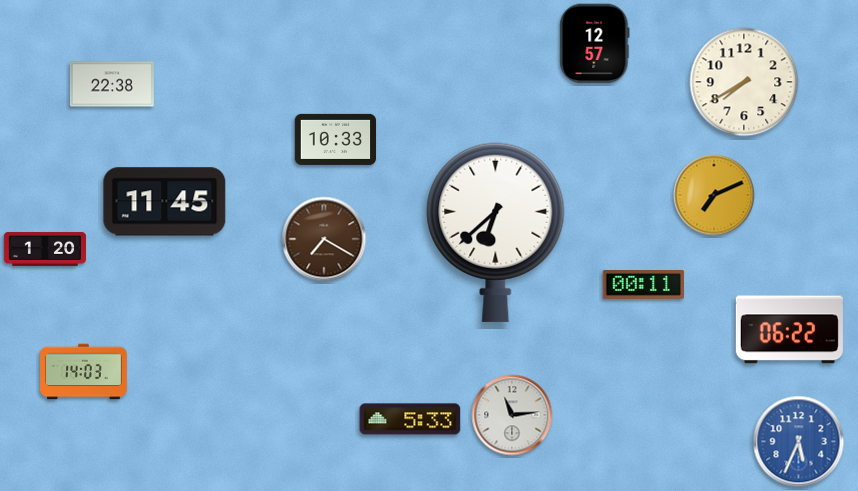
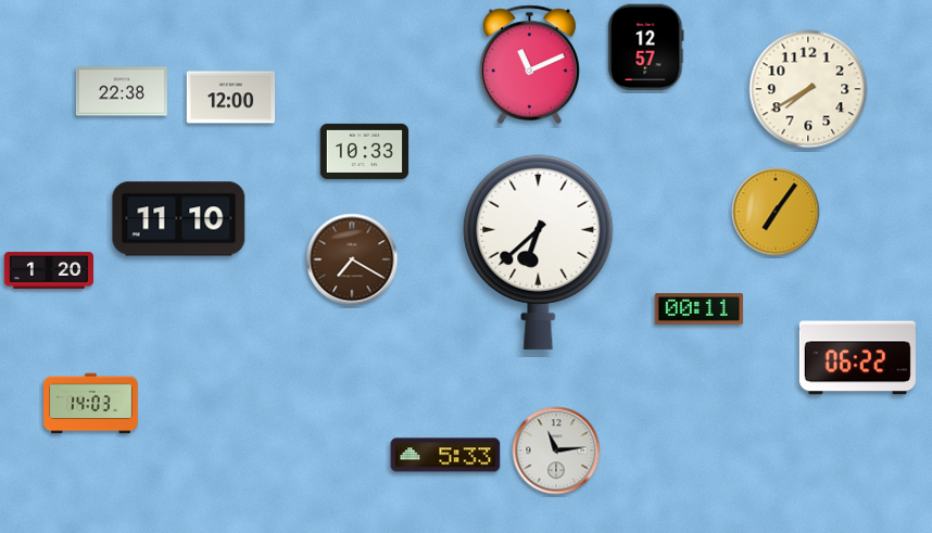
clock at (529, 65): none -> 11:11
clock at (231, 98): none -> 12:00
clock at (714, 195): 7:11 -> 7:06
clock at (165, 202): 11:45 -> 11:10
clock at (799, 442): 5:34 -> none
